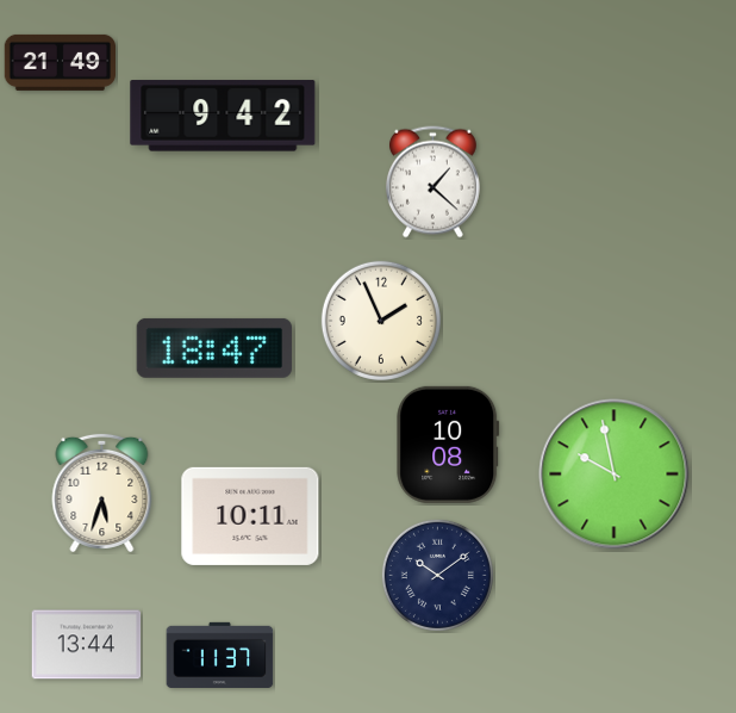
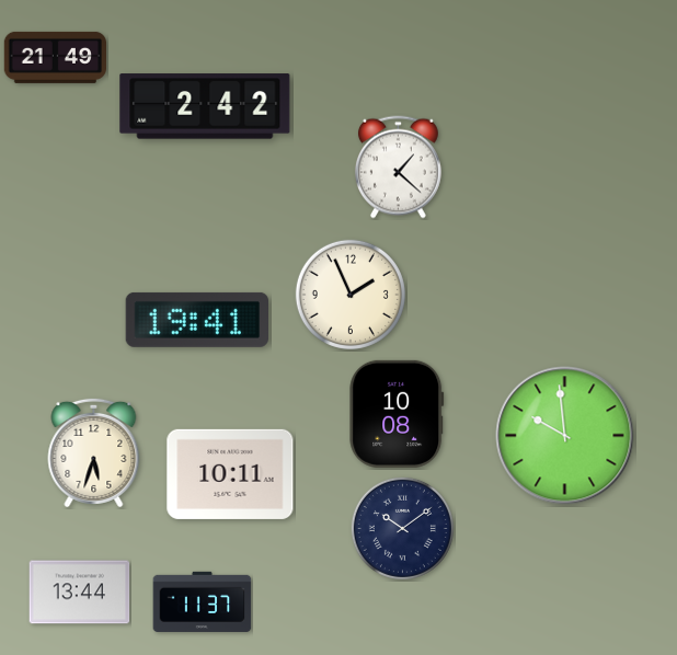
clock at (223, 116): 9:42 -> 2:42
clock at (214, 348): 18:47 -> 19:41
clock at (448, 445) position: (448, 445) -> (397, 414)
clock at (615, 475): 9:58 -> 9:59
